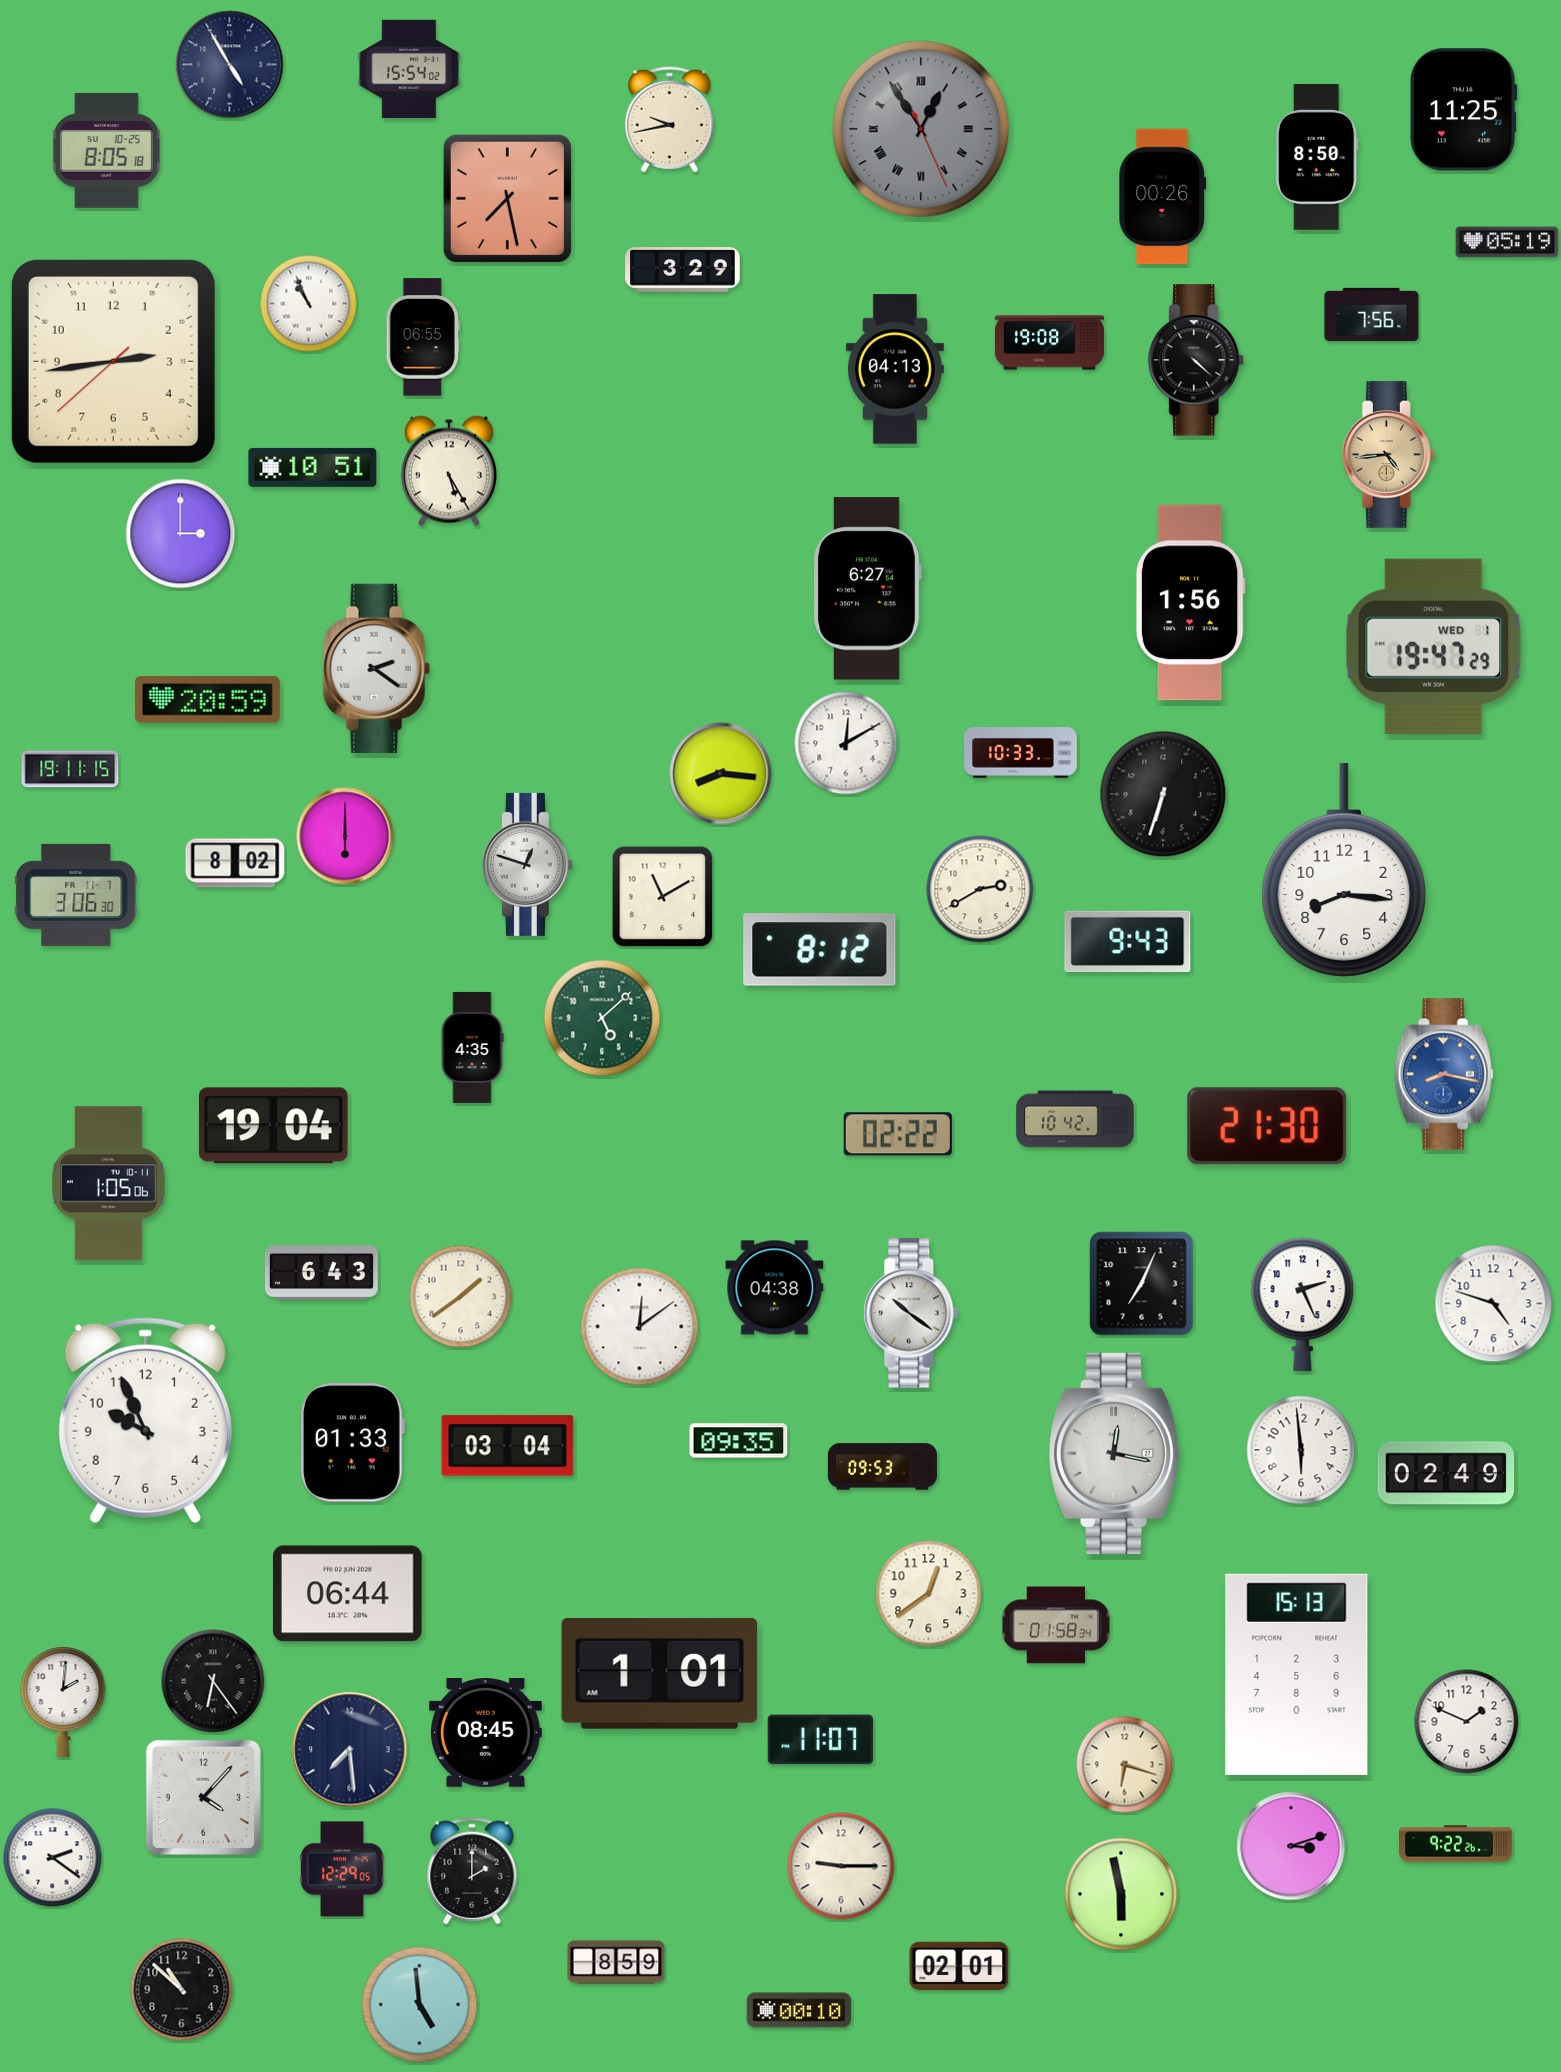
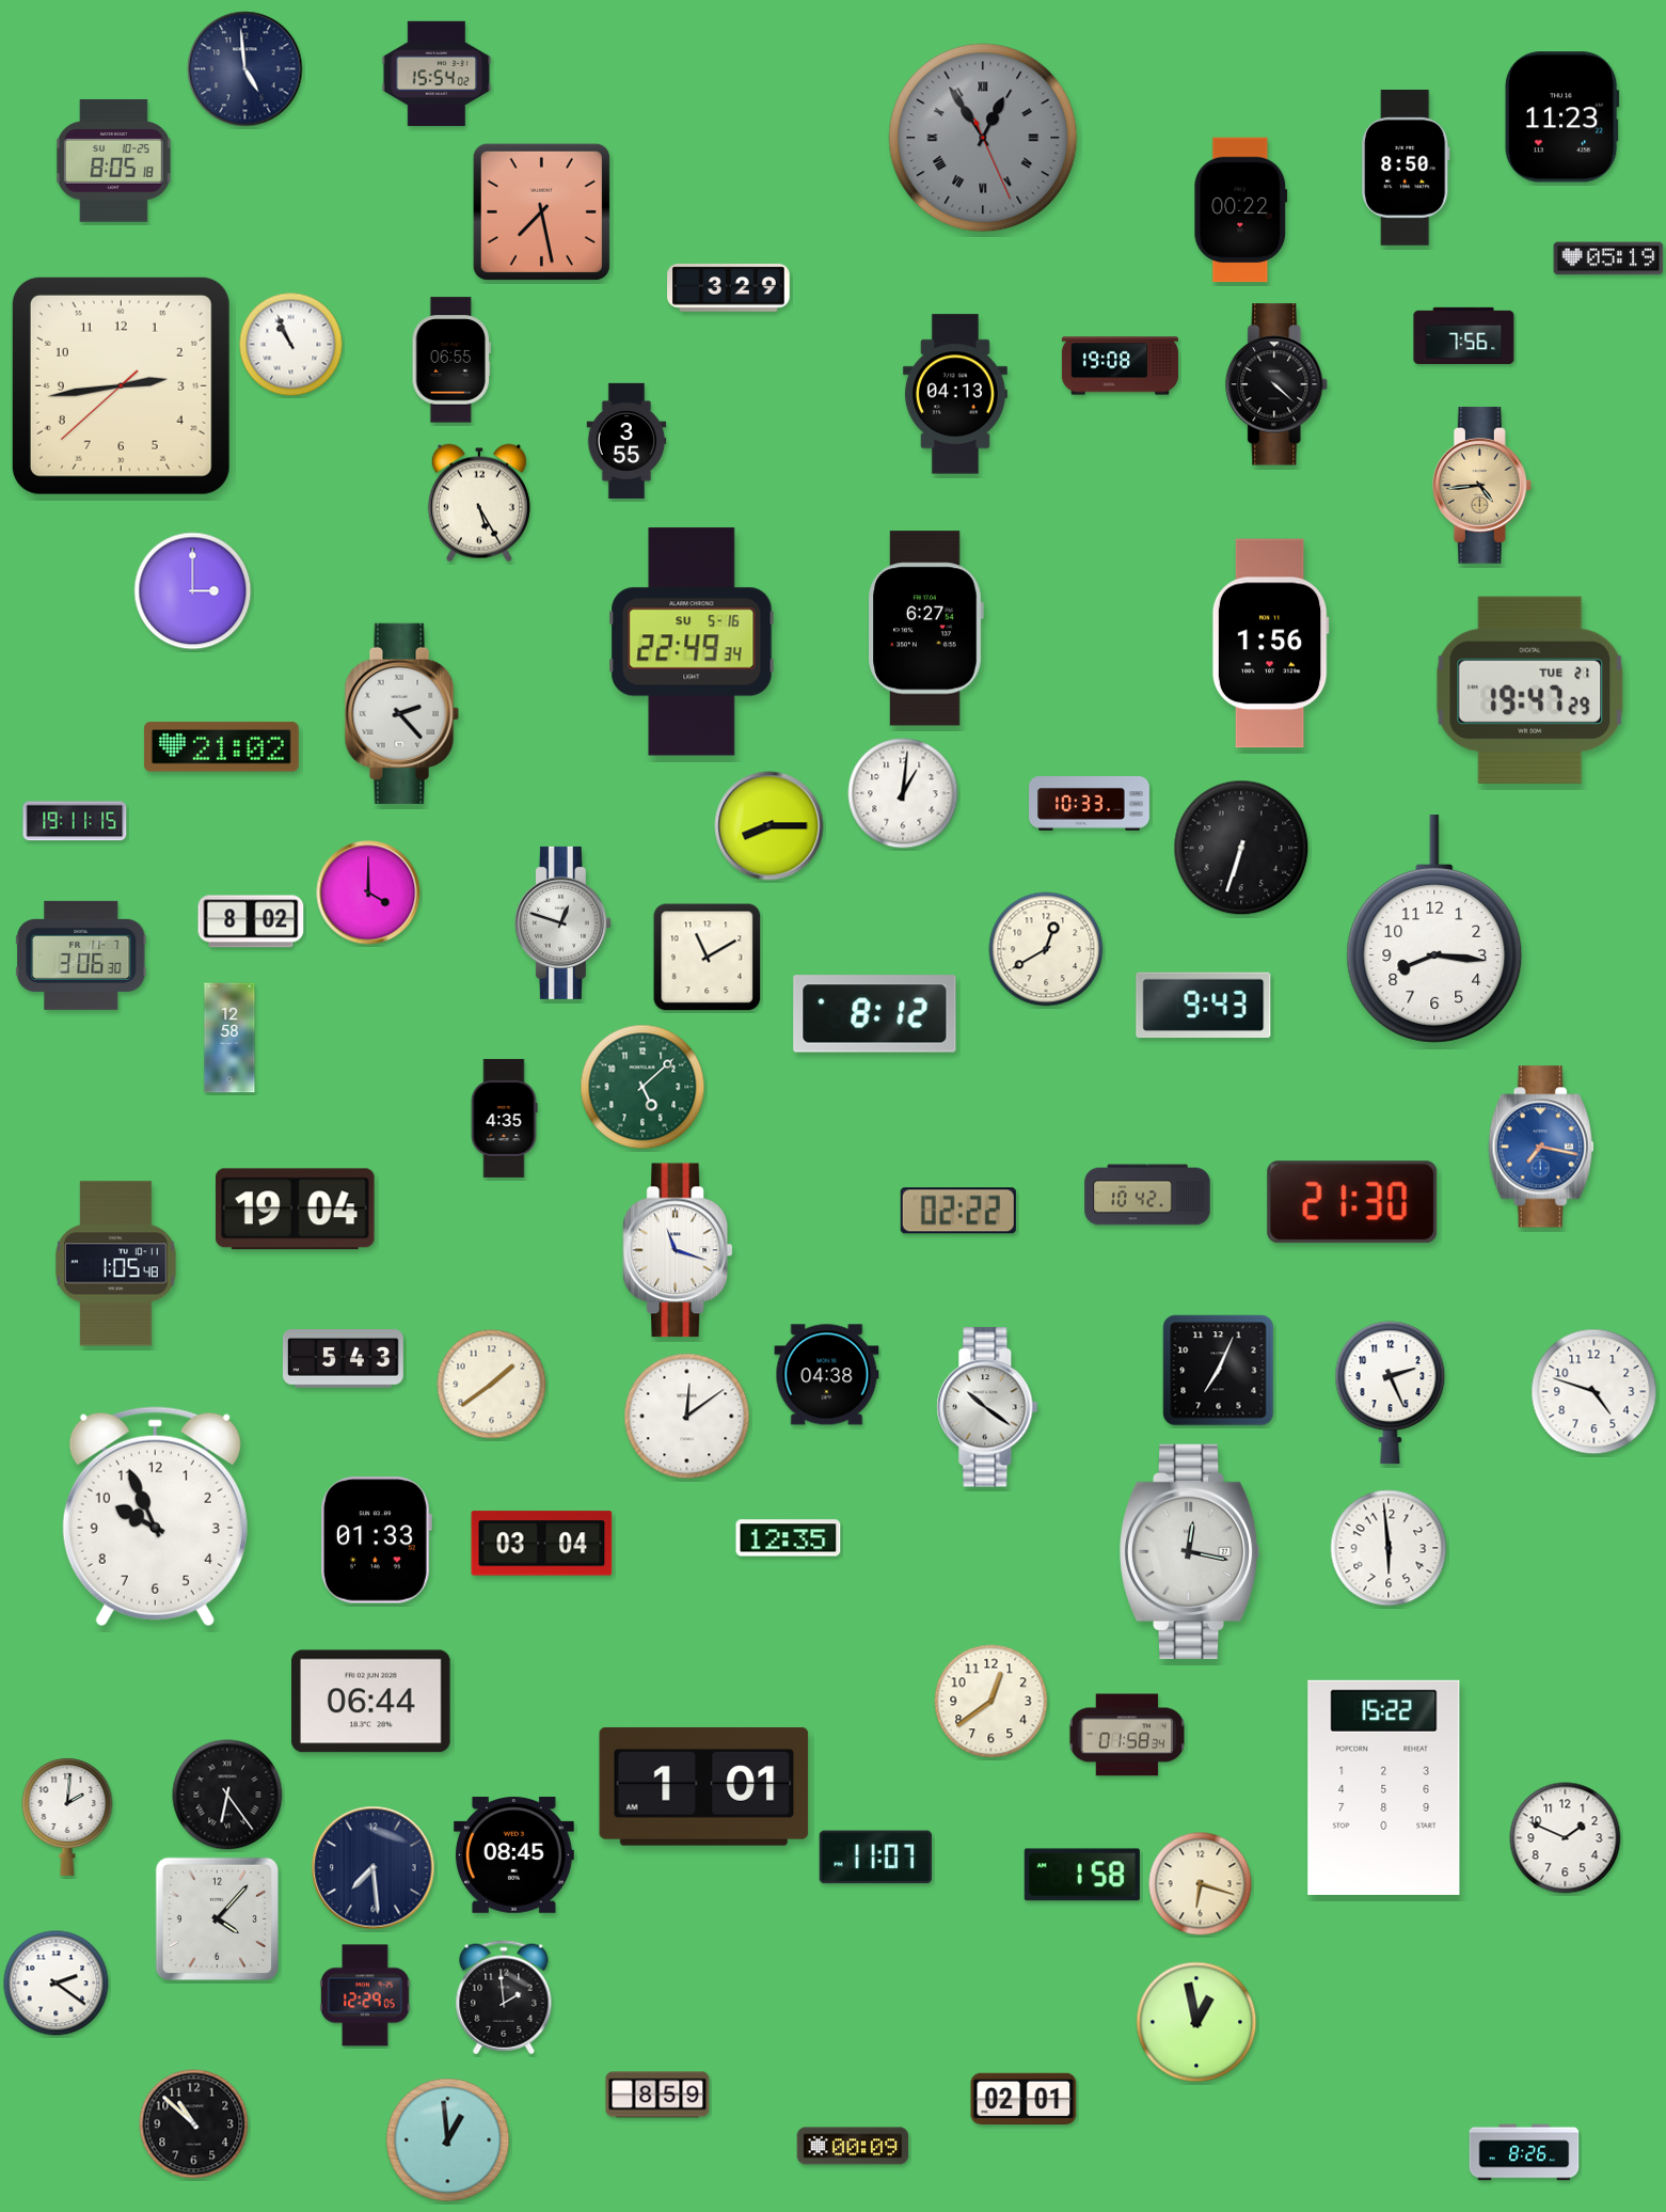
clock at (230, 65): 4:55 -> 4:59
clock at (1463, 110): 11:25 -> 11:23
clock at (670, 120): 9:43 -> none
clock at (1163, 197): 00:26 -> 00:22
clock at (309, 304) position: (309, 304) -> (291, 345)
clock at (626, 441): none -> 3:55
clock at (313, 467): 10:51 -> none
clock at (181, 534) position: (181, 534) -> (193, 591)
clock at (692, 642): none -> 22:49
clock at (1434, 646) date: WED 1 -> TUE 21
clock at (376, 668): 2:21 -> 2:23
clock at (207, 700): 20:59 -> 21:02
clock at (846, 743): 12:10 -> 1:01
clock at (721, 774): 8:16 -> 8:15
clock at (345, 836): 6:00 -> 4:00
clock at (980, 889): 2:40 -> 12:40
clock at (229, 1038): none -> 12:58
clock at (1444, 1074): 8:17 -> 7:17
clock at (274, 1126) position: (274, 1126) -> (296, 1210)
clock at (677, 1250): none -> 11:18
clock at (109, 1184): 1:05:06 -> 1:05:48
clock at (321, 1273): 6:43 -> 5:43
clock at (911, 1313) position: (911, 1313) -> (987, 1407)
clock at (640, 1327) position: (640, 1327) -> (687, 1417)
clock at (739, 1441): 09:35 -> 12:35
clock at (882, 1467): 09:53 -> none
clock at (1446, 1473): 02:49 -> none
clock at (1297, 1674): 15:13 -> 15:22
clock at (485, 1733) position: (485, 1733) -> (513, 1855)
clock at (1082, 1875): none -> 1:58
clock at (1456, 1844): 9:22 -> none
clock at (1291, 1846): 3:12 -> none
clock at (841, 1866): 9:15 -> none
clock at (472, 1871): 2:00 -> 1:59
clock at (1121, 1894): 5:58 -> 12:58
clock at (420, 2005): 4:59 -> 12:59
clock at (799, 2010): 00:10 -> 00:09
clock at (1524, 2152): none -> 8:26
